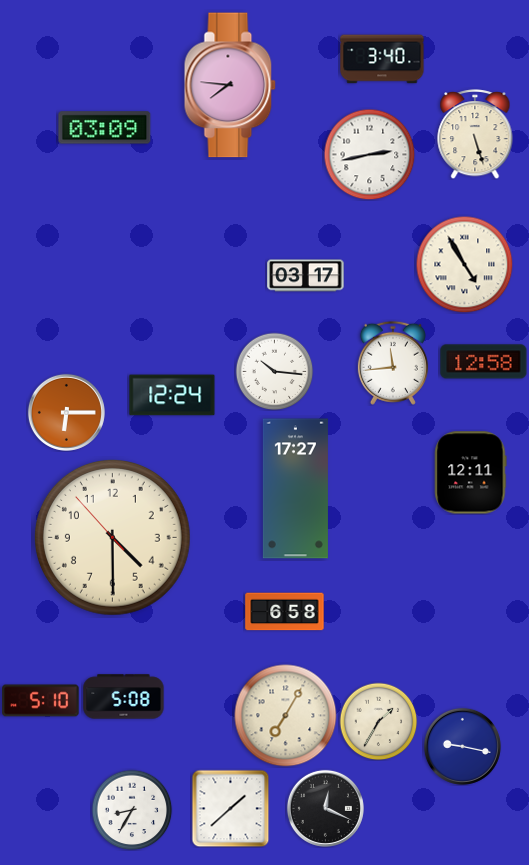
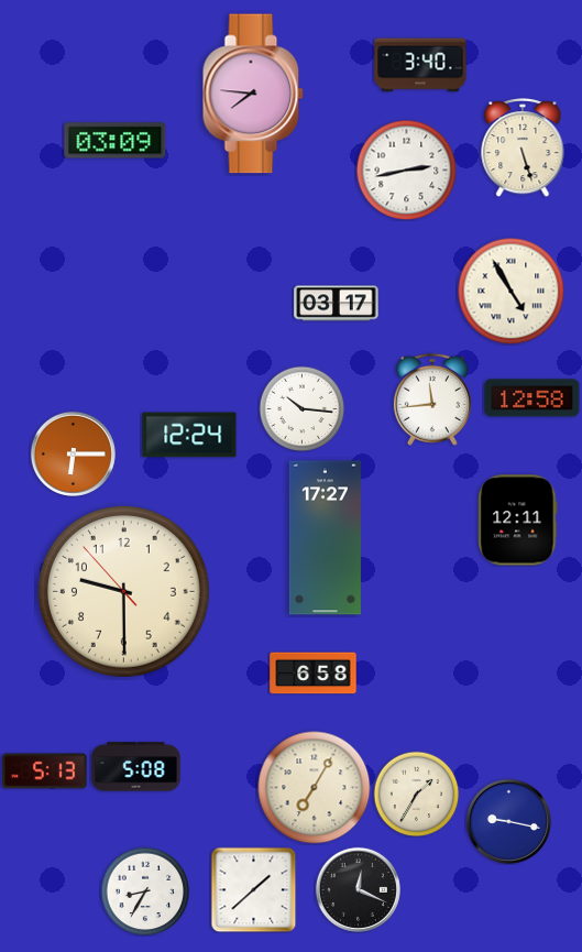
clock at (112, 537): 4:29 -> 9:29
clock at (41, 701): 5:10 -> 5:13
